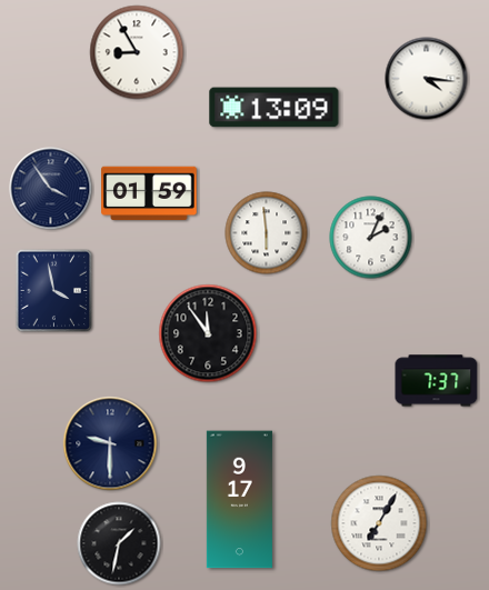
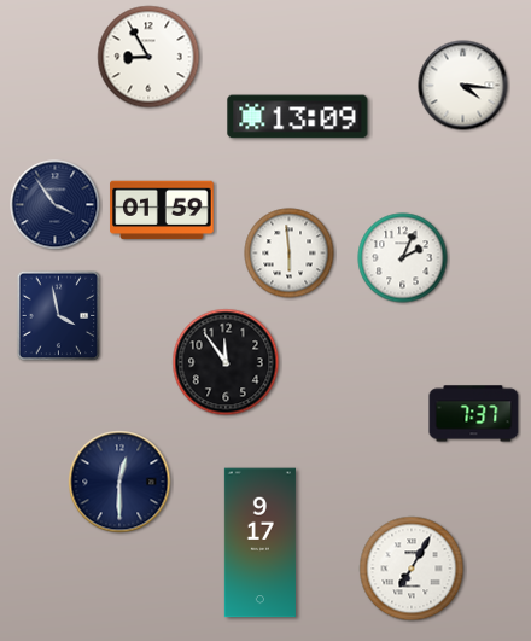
clock at (110, 443): 9:30 -> 12:30
clock at (119, 543): 1:32 -> none
